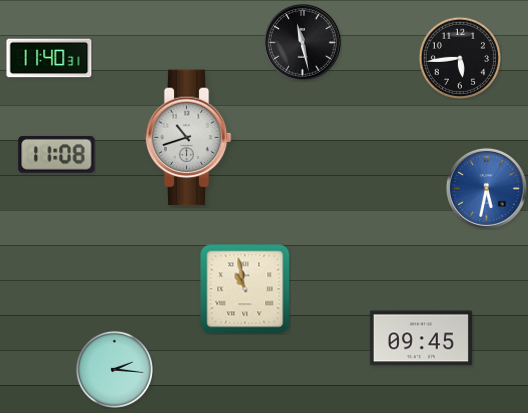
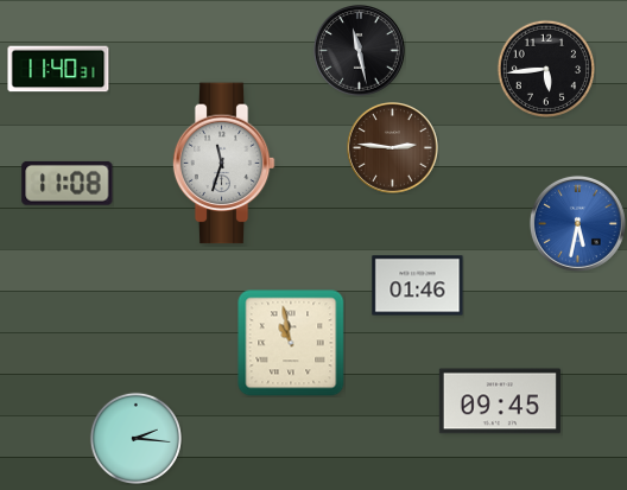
clock at (393, 148): none -> 2:46
clock at (188, 138): 10:42 -> 11:33
clock at (418, 286): none -> 01:46
